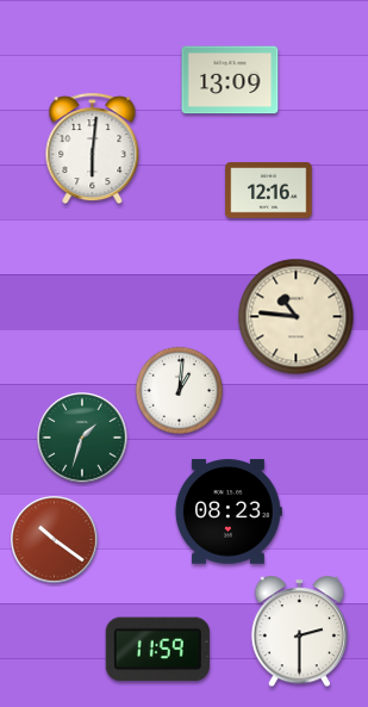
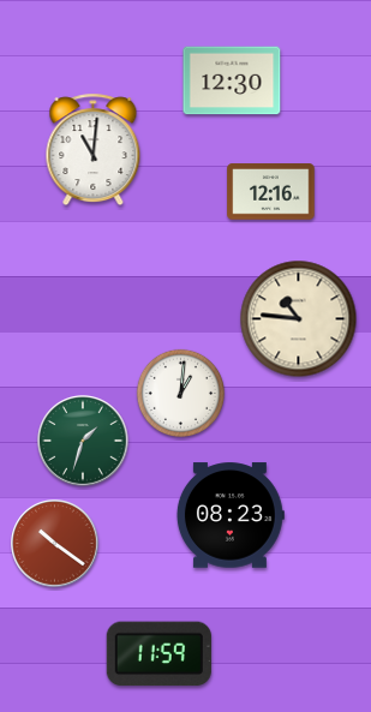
clock at (230, 80): 13:09 -> 12:30
clock at (93, 149): 6:01 -> 11:01
clock at (299, 632): 2:30 -> none
